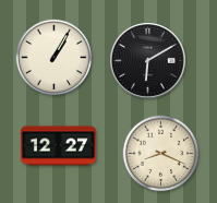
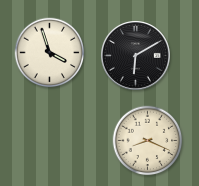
clock at (55, 58): 1:05 -> 3:57
clock at (58, 146): 12:27 -> none
